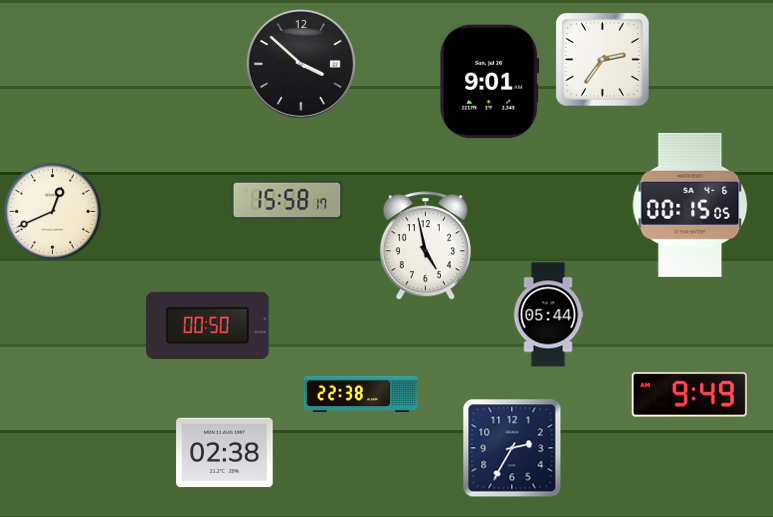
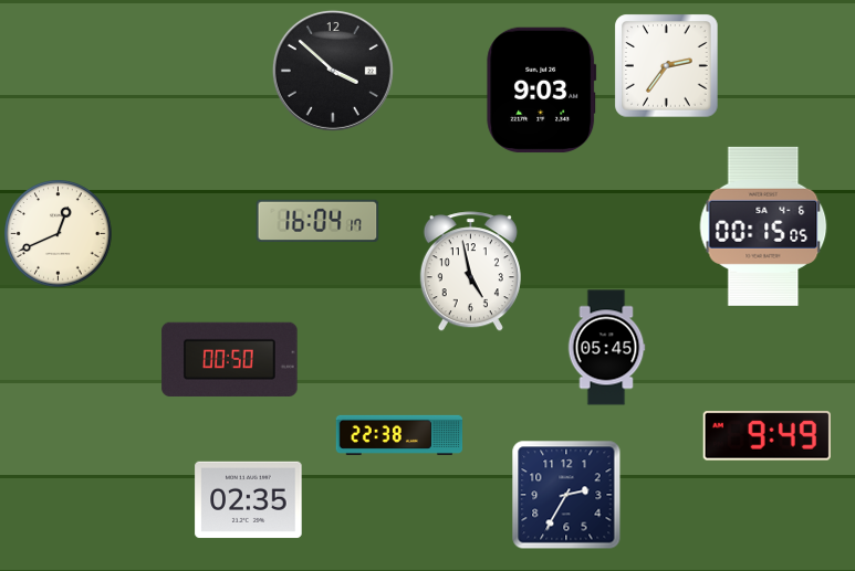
clock at (490, 82): 9:01 -> 9:03
clock at (287, 200): 15:58 -> 16:04
clock at (548, 315): 05:44 -> 05:45
clock at (689, 395) position: (689, 395) -> (767, 436)
clock at (225, 453): 02:38 -> 02:35
